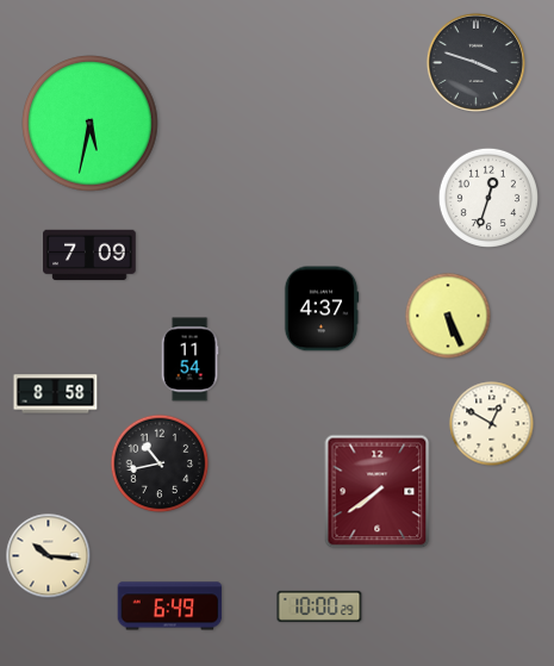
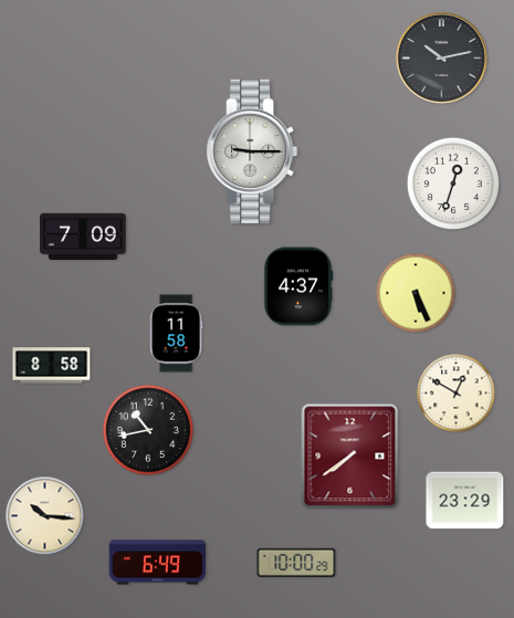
clock at (475, 62): 3:48 -> 10:13
clock at (91, 124): 5:32 -> none
clock at (252, 151): none -> 9:15
clock at (189, 360): 11:54 -> 11:58
clock at (465, 501): none -> 23:29
